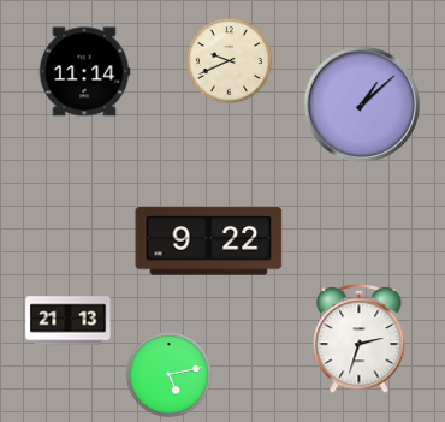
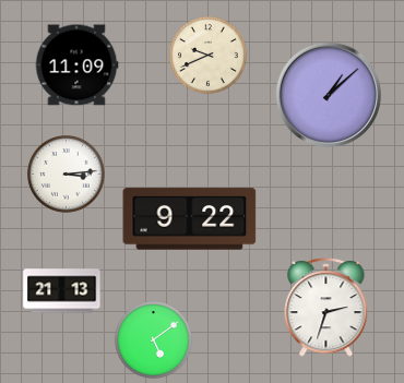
clock at (84, 72): 11:14 -> 11:09
clock at (67, 175): none -> 3:14
clock at (170, 375): 5:13 -> 5:09
